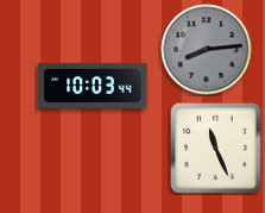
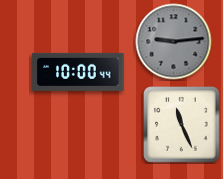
clock at (207, 50): 8:14 -> 9:14
clock at (93, 86): 10:03 -> 10:00
